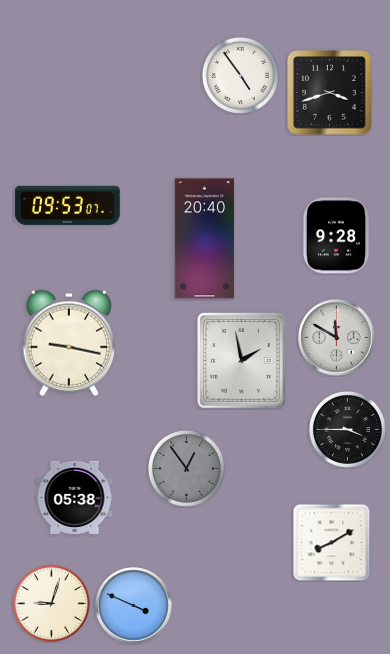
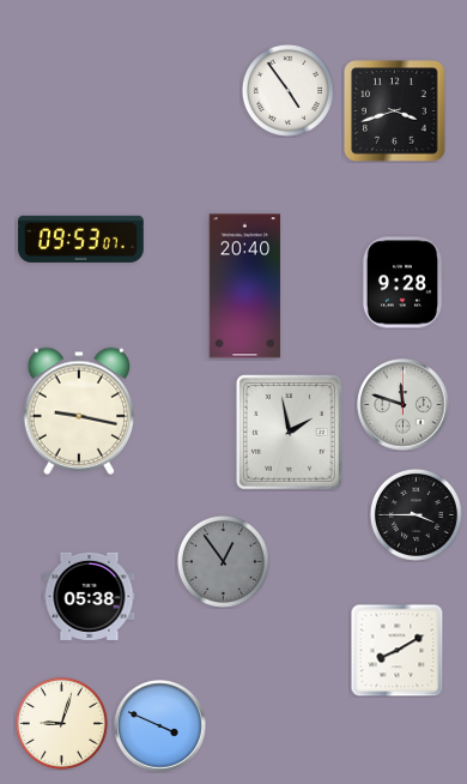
clock at (68, 205) position: (68, 205) -> (81, 239)
clock at (337, 338): 11:50 -> 11:48
clock at (68, 343) position: (68, 343) -> (78, 411)
